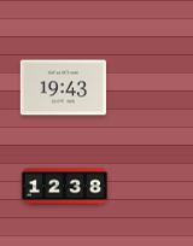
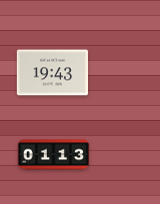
clock at (65, 187): 12:38 -> 01:13
